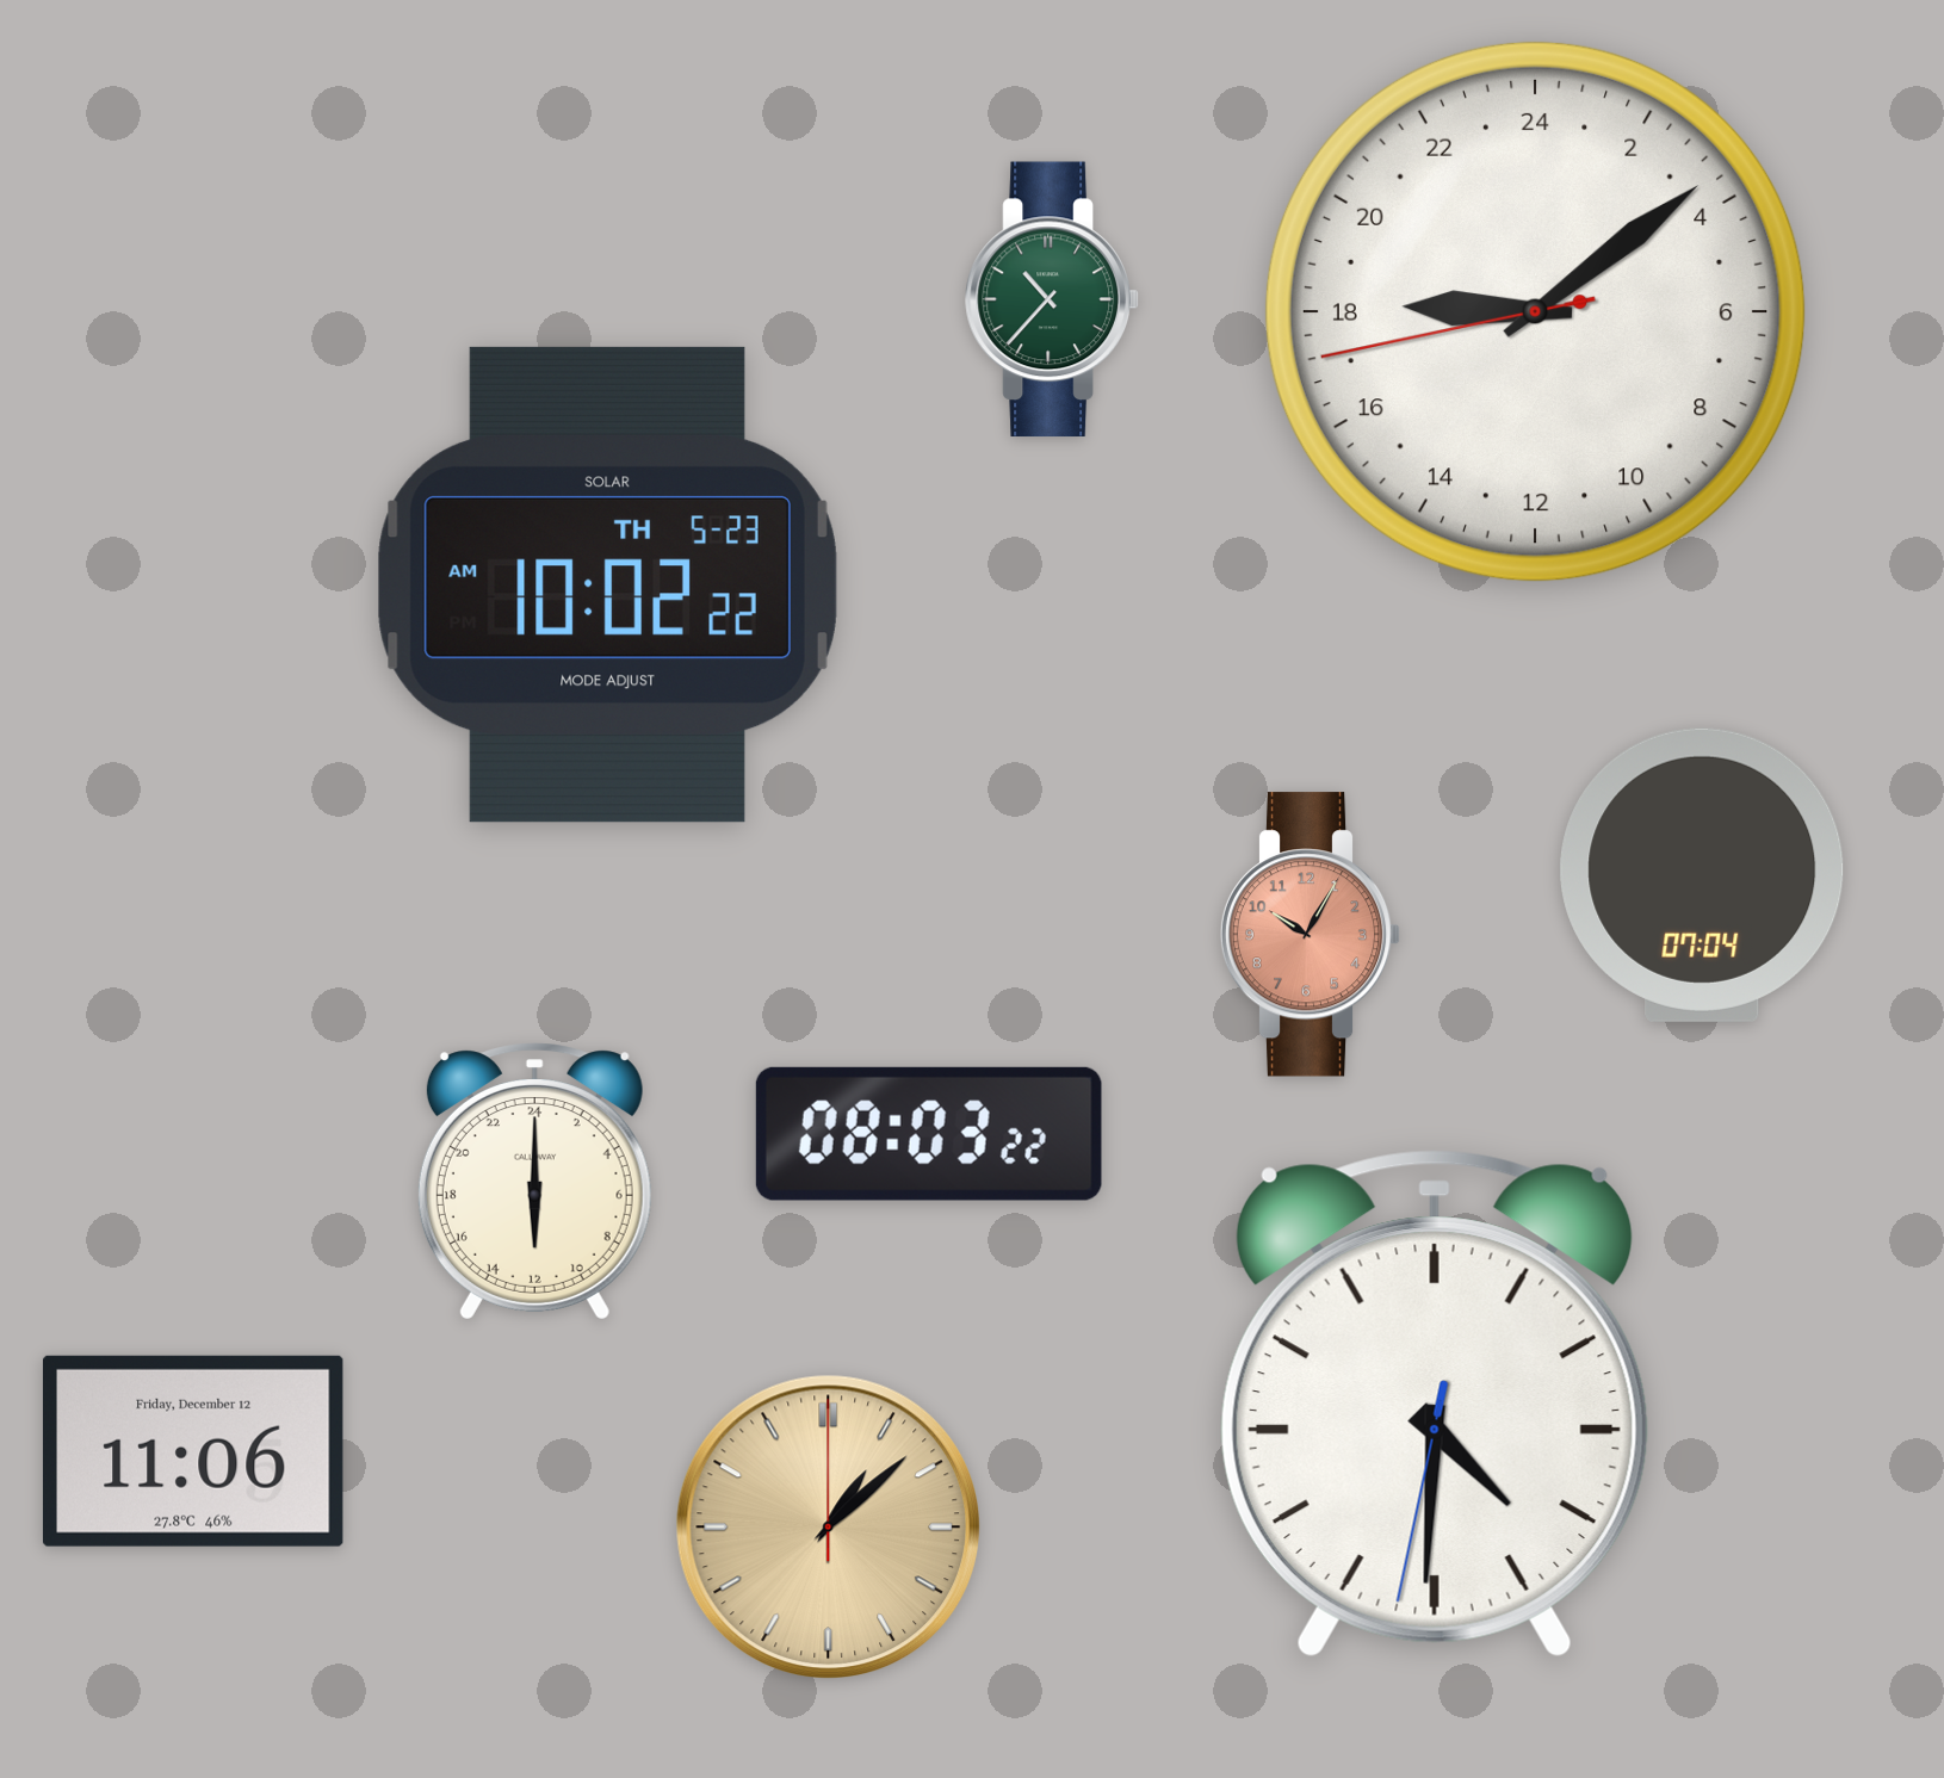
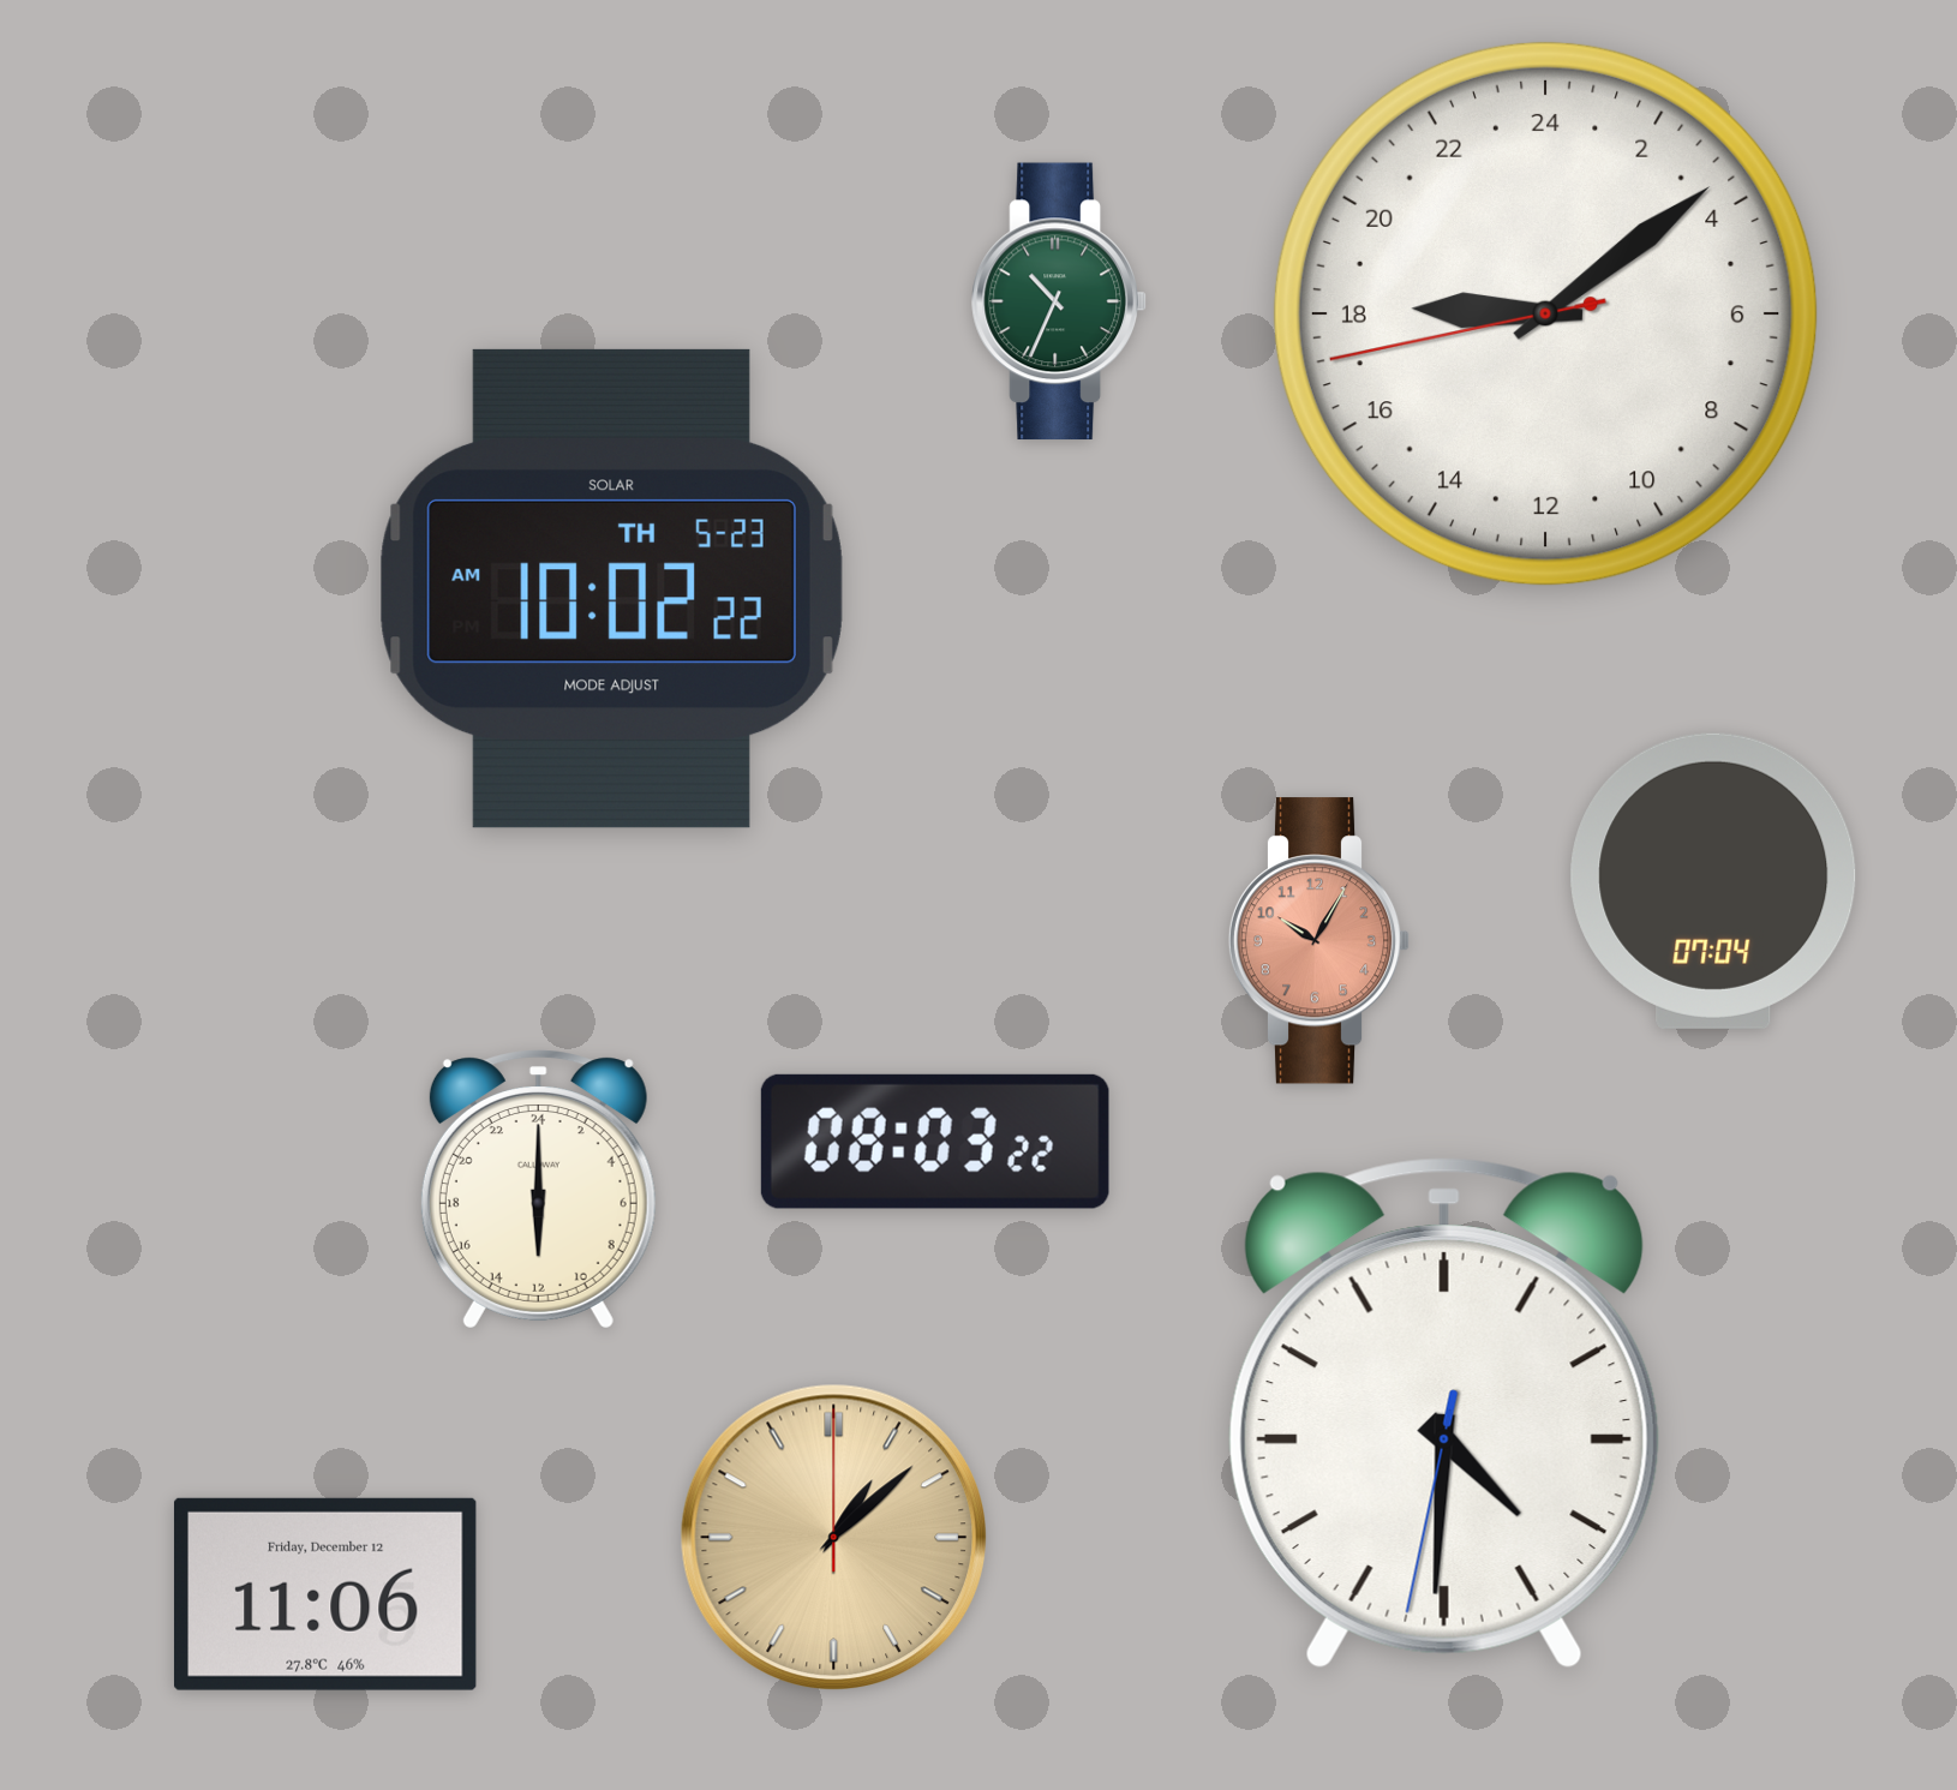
clock at (1052, 299): 10:37 -> 10:34
clock at (193, 1451) position: (193, 1451) -> (325, 1594)
